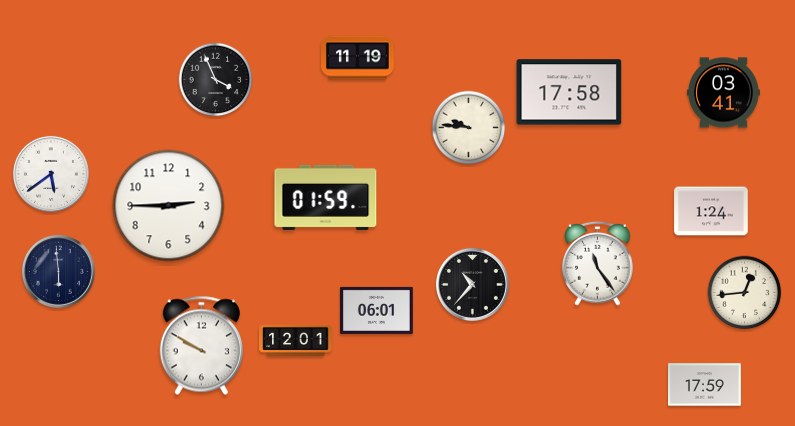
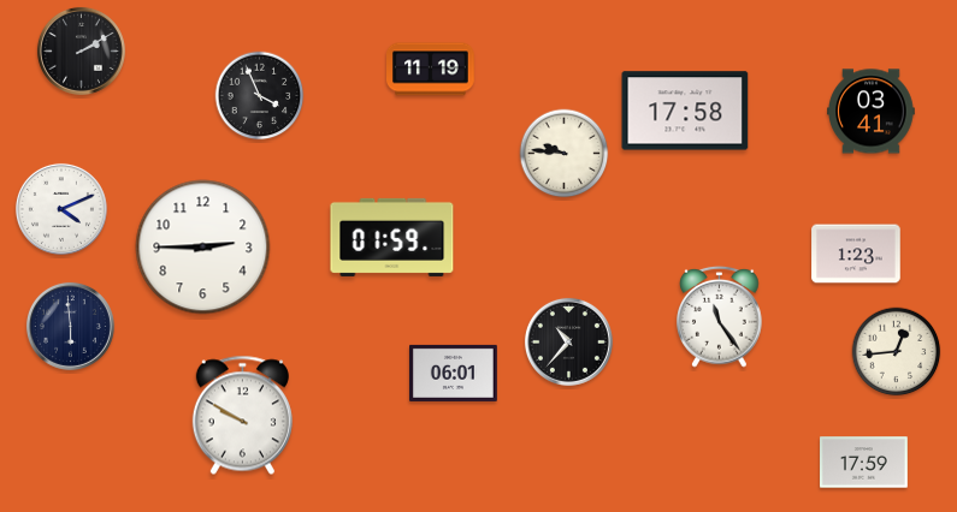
clock at (81, 50): none -> 2:10
clock at (51, 174): 5:39 -> 4:11
clock at (711, 211): 1:24 -> 1:23
clock at (296, 340): 12:01 -> none
clock at (705, 385) position: (705, 385) -> (864, 463)
